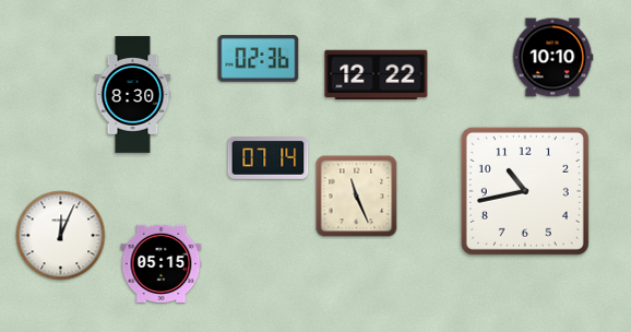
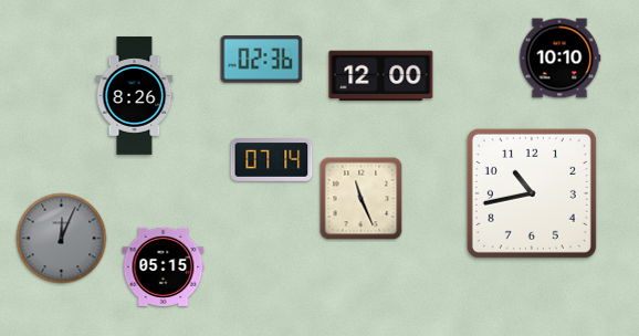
clock at (377, 75): 12:22 -> 12:00
clock at (133, 95): 8:30 -> 8:26
clock at (61, 236) dial: white -> grey
